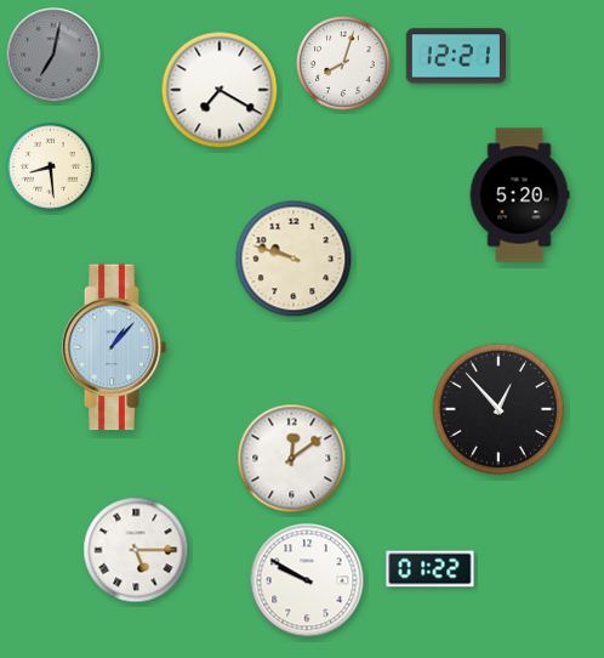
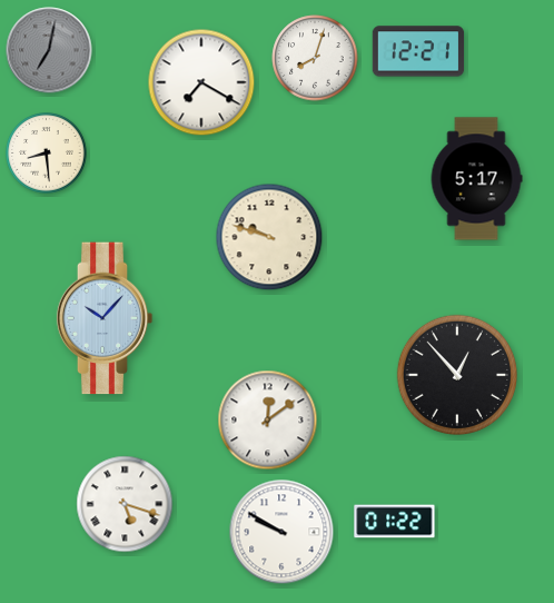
clock at (519, 195): 5:20 -> 5:17
clock at (114, 347): 1:07 -> 10:07
clock at (136, 550): 5:15 -> 5:18
